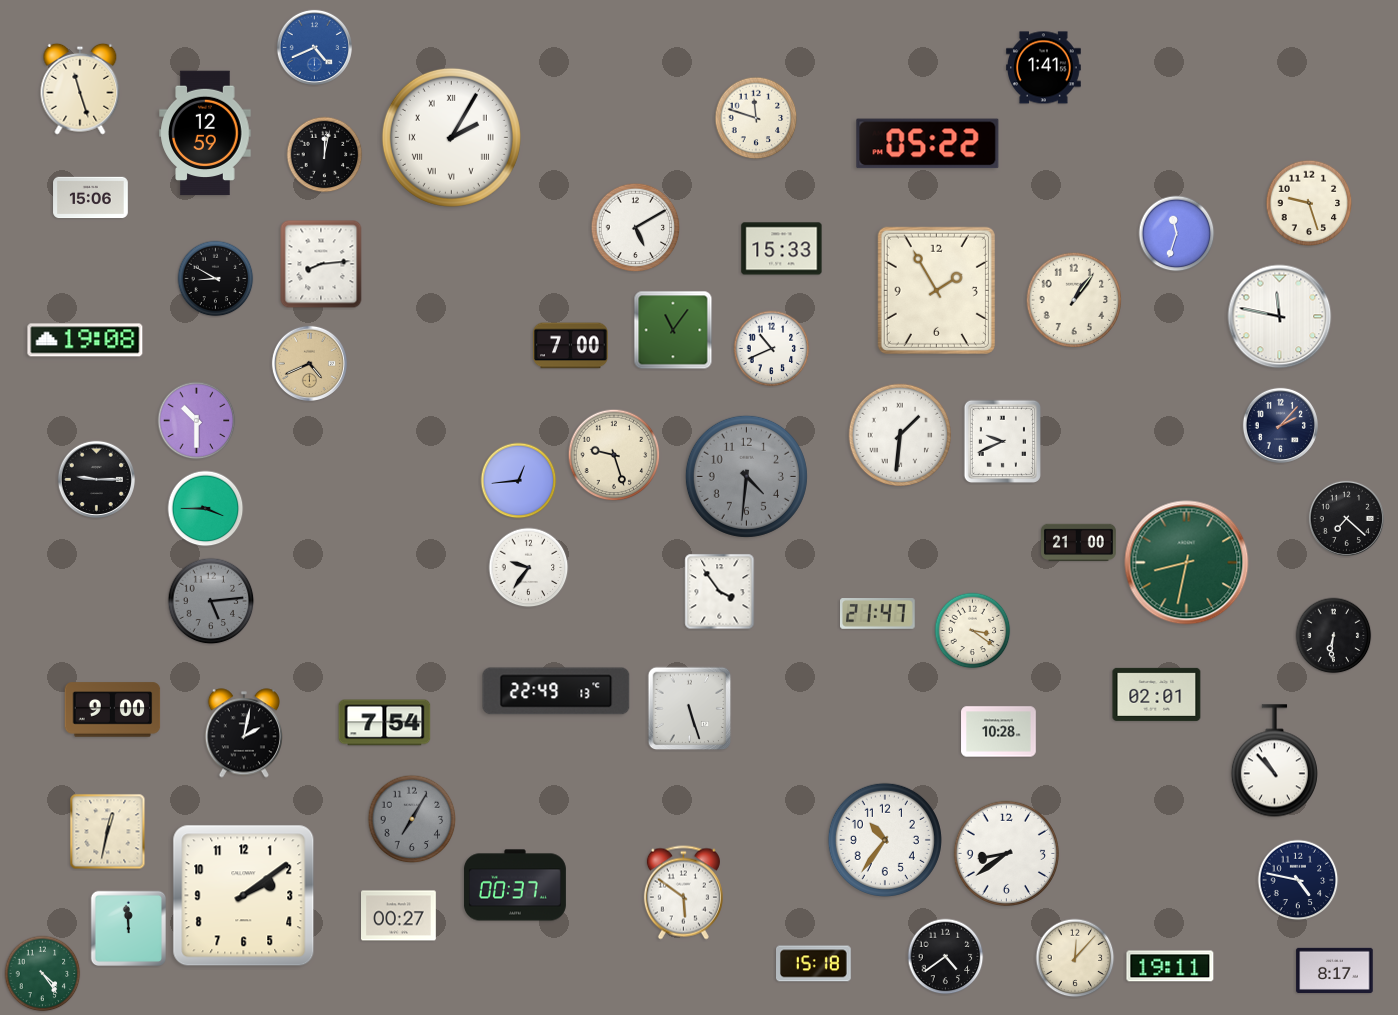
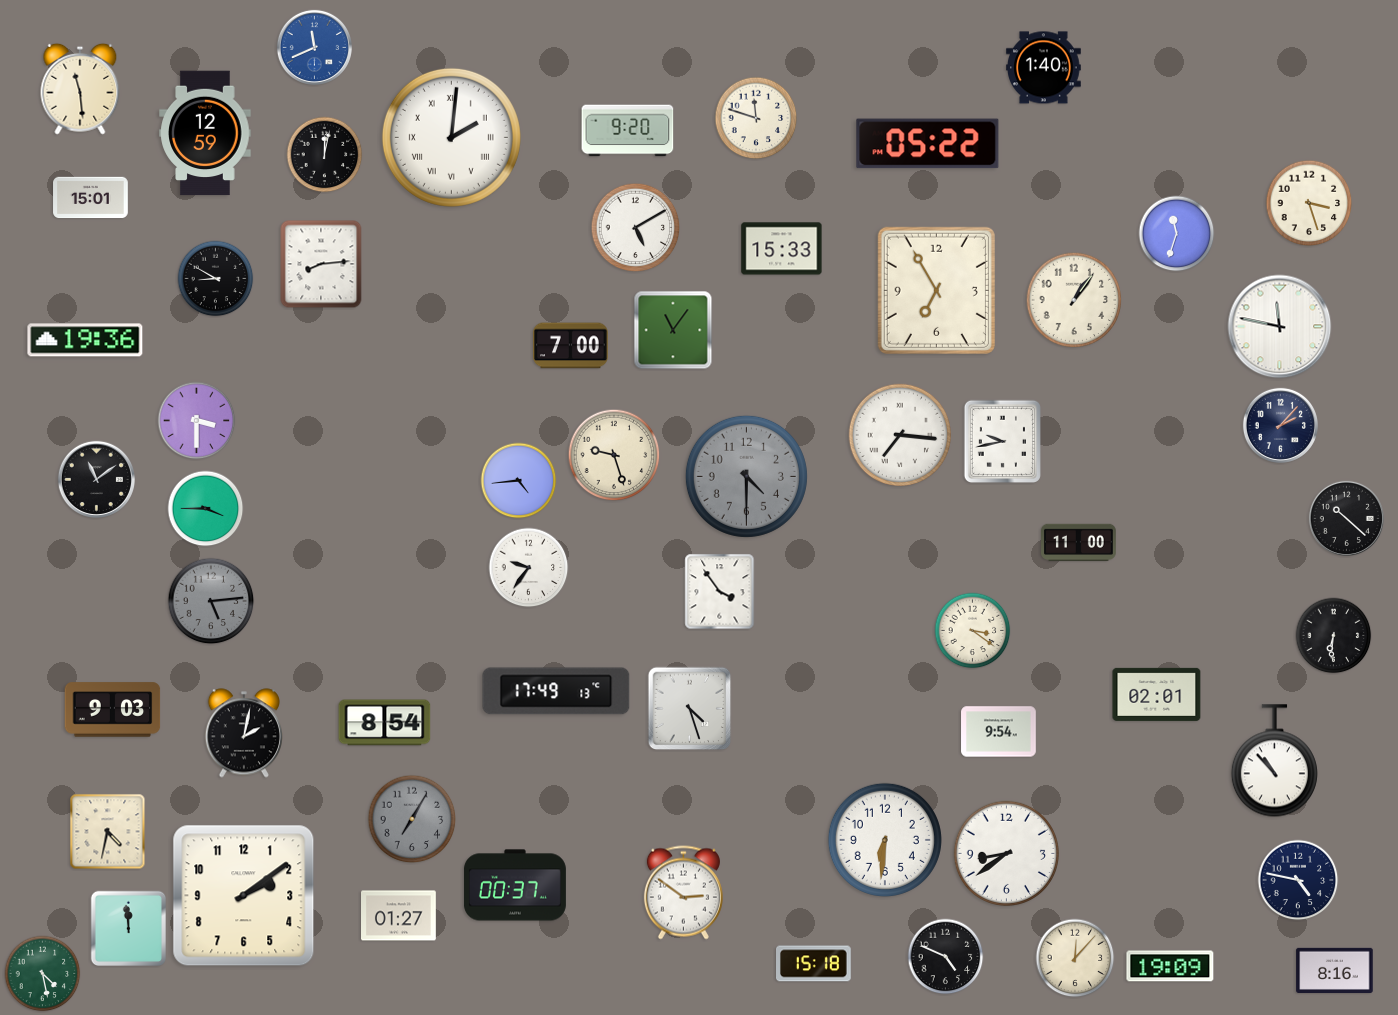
clock at (314, 47): 4:41 -> 11:41
clock at (1044, 68): 1:41 -> 1:40
clock at (80, 89): 11:27 -> 11:29
clock at (628, 131): none -> 9:20
clock at (451, 137): 2:05 -> 2:01
clock at (91, 198): 15:06 -> 15:01
clock at (1309, 203): 9:27 -> 3:27
clock at (936, 290): 1:55 -> 6:55
clock at (1280, 317) position: (1280, 317) -> (1280, 327)
clock at (85, 340): 19:08 -> 19:36
clock at (772, 349): 10:41 -> none
clock at (309, 363): 4:41 -> none
clock at (197, 421): 10:30 -> 3:30
clock at (899, 434): 1:31 -> 7:16
clock at (1002, 441): 9:41 -> 9:43
clock at (746, 476): 4:31 -> 4:30
clock at (96, 479): 9:15 -> 11:09
clock at (519, 481): 12:44 -> 4:44
clock at (1346, 518): 7:22 -> 10:22
clock at (1079, 543): 21:00 -> 11:00
clock at (1187, 563): 8:32 -> none
clock at (878, 614): 21:47 -> none
clock at (556, 691): 22:49 -> 17:49
clock at (690, 709): 5:27 -> 4:27
clock at (113, 710): 9:00 -> 9:03
clock at (385, 723): 7:54 -> 8:54
clock at (999, 732): 10:28 -> 9:54
clock at (108, 832): 12:32 -> 4:32
clock at (885, 840): 10:36 -> 6:31
clock at (683, 893): 5:51 -> 2:51
clock at (399, 916): 00:27 -> 01:27
clock at (946, 957): 4:39 -> 4:49
clock at (1170, 966): 19:11 -> 19:09
clock at (1335, 970): 8:17 -> 8:16
clock at (43, 974): 4:24 -> 4:28
